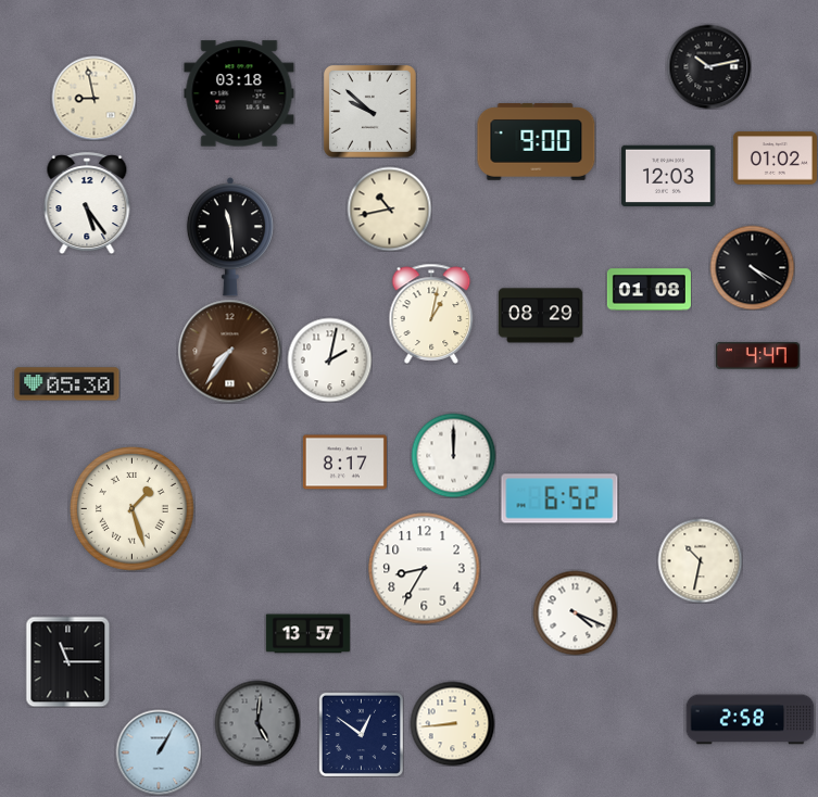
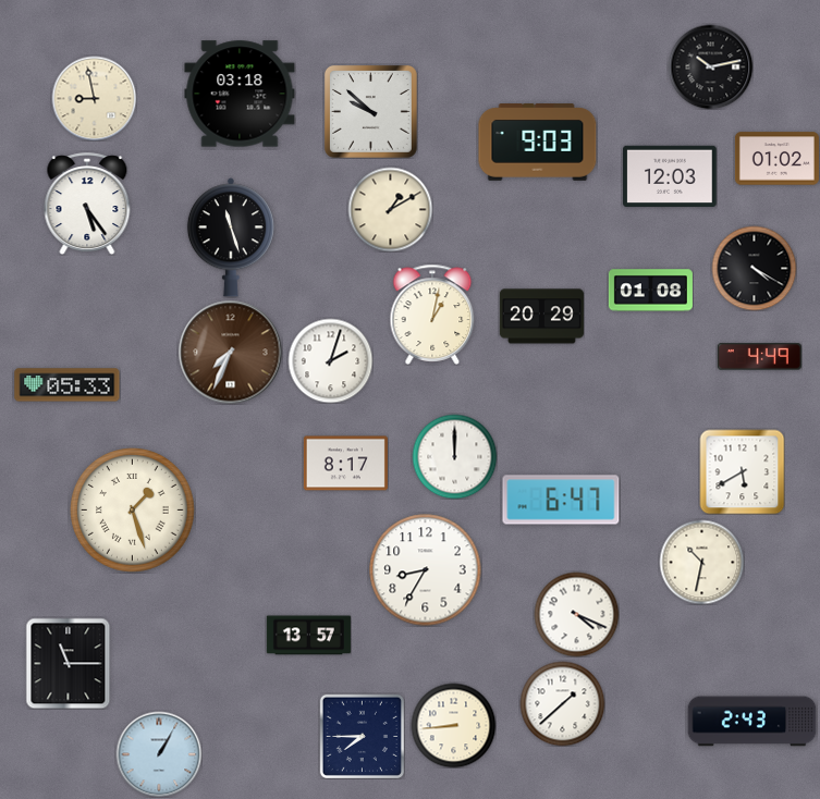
clock at (537, 142): 9:00 -> 9:03
clock at (389, 208): 10:43 -> 1:10
clock at (230, 237): 11:29 -> 11:27
clock at (540, 316): 08:29 -> 20:29
clock at (229, 351): 7:36 -> 7:34
clock at (757, 356): 4:47 -> 4:49
clock at (329, 359): 2:02 -> 2:03
clock at (67, 384): 05:30 -> 05:33
clock at (742, 471): none -> 5:40
clock at (559, 498): 6:52 -> 6:47
clock at (562, 703): none -> 1:38
clock at (751, 720): 2:58 -> 2:43
clock at (257, 723): 5:01 -> none
clock at (361, 734): 12:51 -> 7:45
